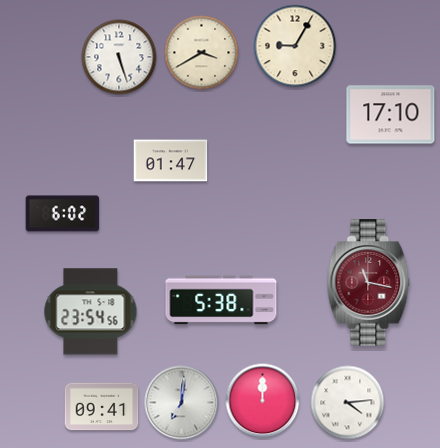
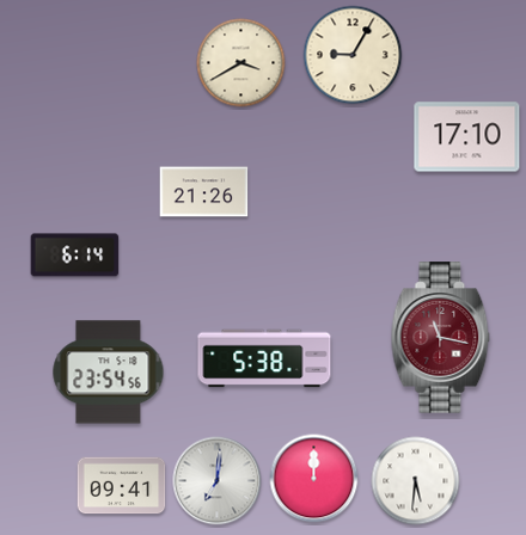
clock at (119, 57): 5:27 -> none
clock at (171, 161): 01:47 -> 21:26
clock at (63, 214): 6:02 -> 6:14
clock at (348, 403): 4:14 -> 5:31
